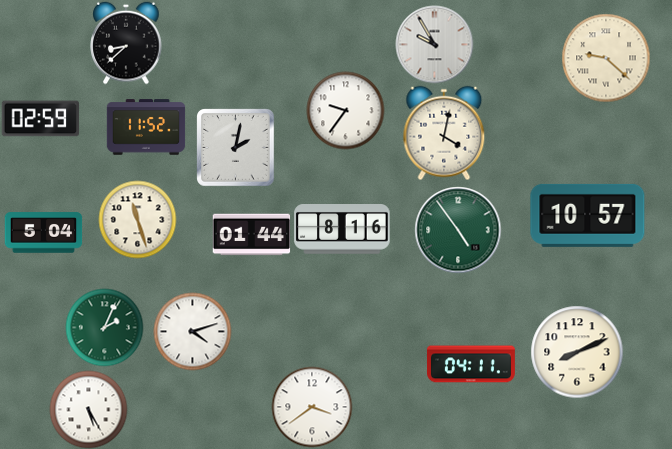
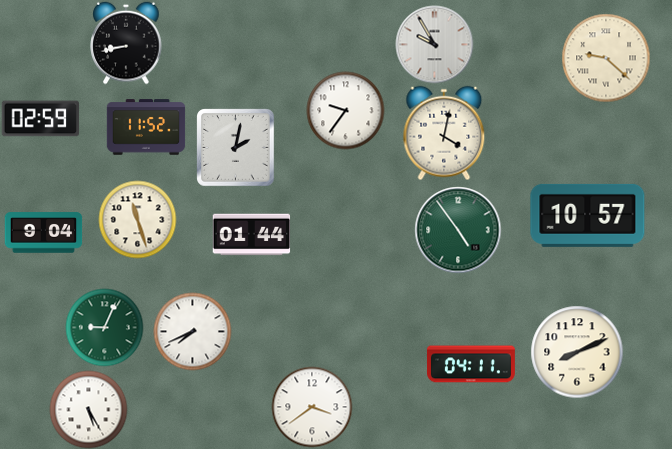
clock at (126, 43): 8:38 -> 8:43
clock at (342, 230): 8:16 -> none
clock at (43, 233): 5:04 -> 9:04
clock at (104, 327): 2:04 -> 9:04
clock at (192, 331): 4:12 -> 7:41
